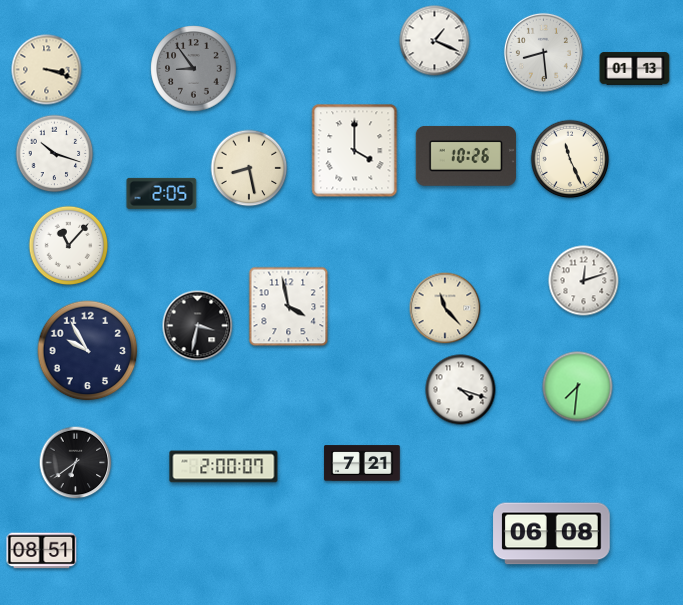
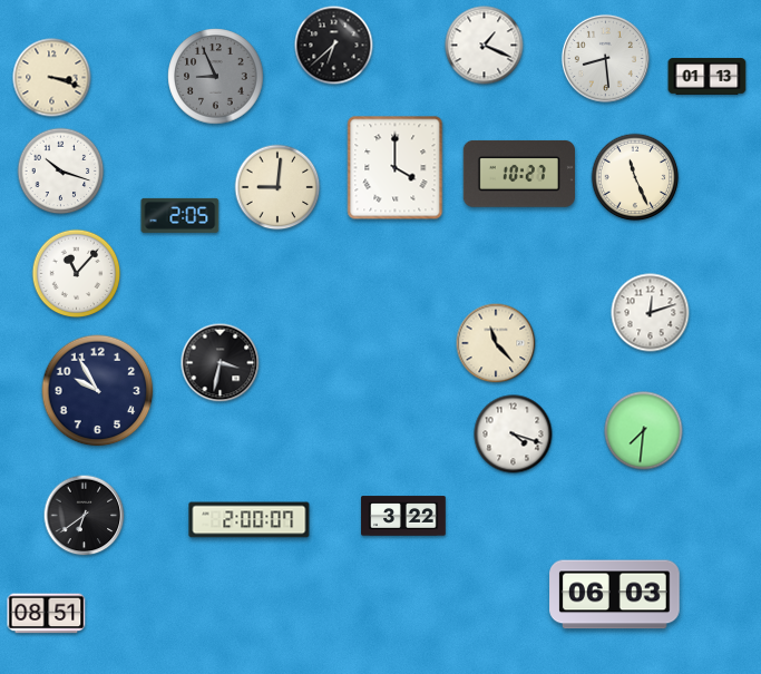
clock at (334, 46): none -> 6:38
clock at (194, 69): 8:54 -> 8:56
clock at (466, 156): 10:26 -> 10:27
clock at (249, 168): 8:28 -> 9:01
clock at (289, 307): 3:58 -> none
clock at (362, 463): 7:21 -> 3:22
clock at (552, 534): 06:08 -> 06:03
